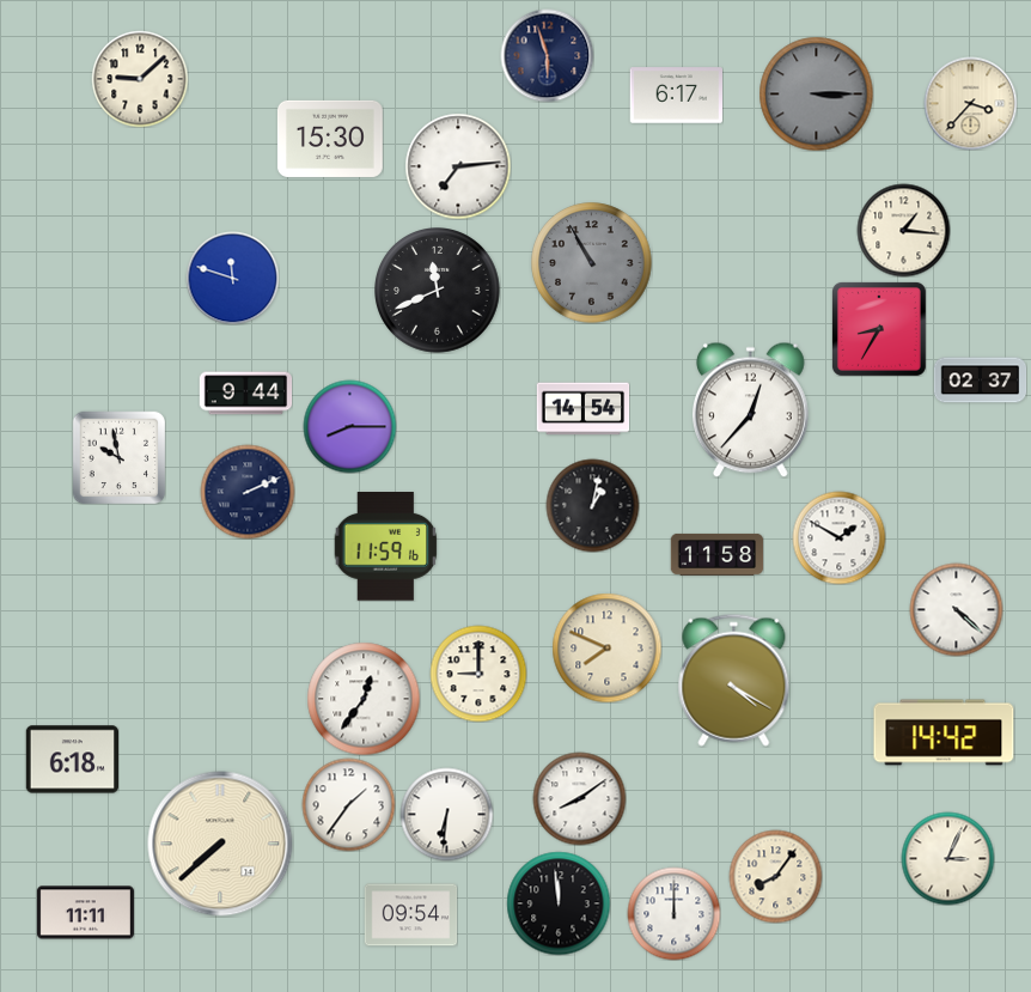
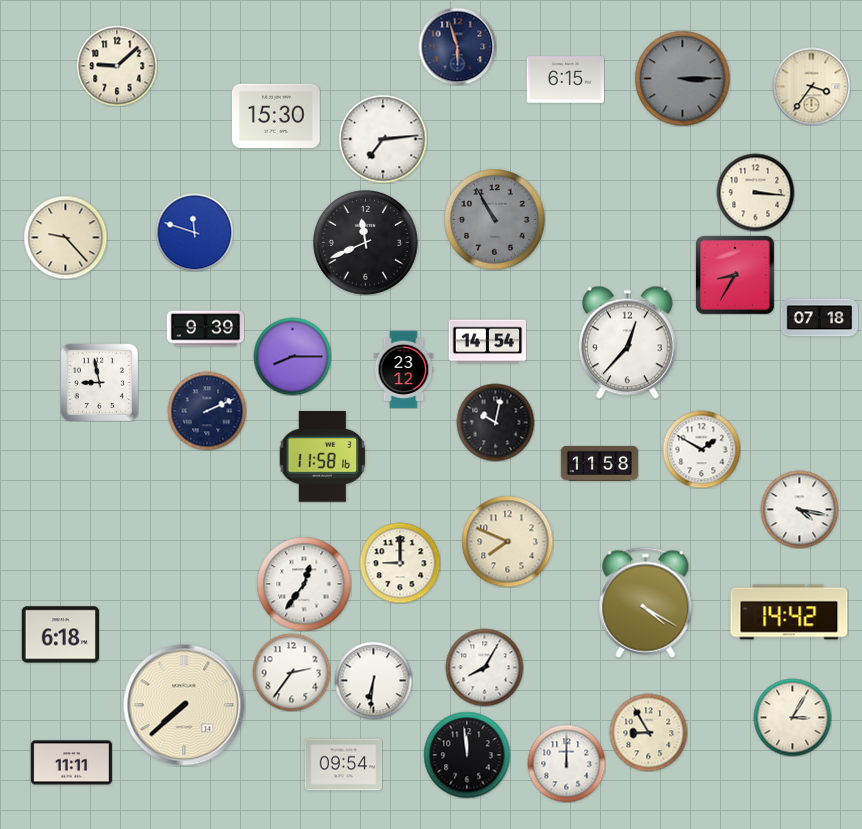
clock at (676, 96): 6:17 -> 6:15
clock at (970, 103): 3:37 -> 3:36
clock at (903, 230): 1:16 -> 3:16
clock at (65, 237): none -> 9:23
clock at (980, 381): 02:37 -> 07:18
clock at (245, 394): 9:44 -> 9:39
clock at (404, 369): none -> 23:12
clock at (118, 457): 9:58 -> 8:58
clock at (592, 505): 1:02 -> 10:02
clock at (386, 547): 11:59 -> 11:58
clock at (956, 609): 4:22 -> 4:17
clock at (734, 680) position: (734, 680) -> (646, 602)
clock at (579, 798): 8:09 -> 8:05
clock at (348, 804): 1:36 -> 2:36
clock at (947, 858): 3:04 -> 3:05
clock at (775, 876): 8:06 -> 8:55
clock at (673, 913) position: (673, 913) -> (566, 763)
